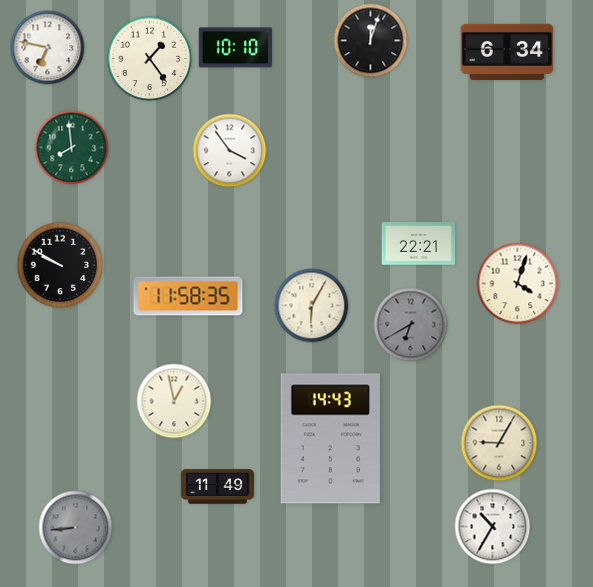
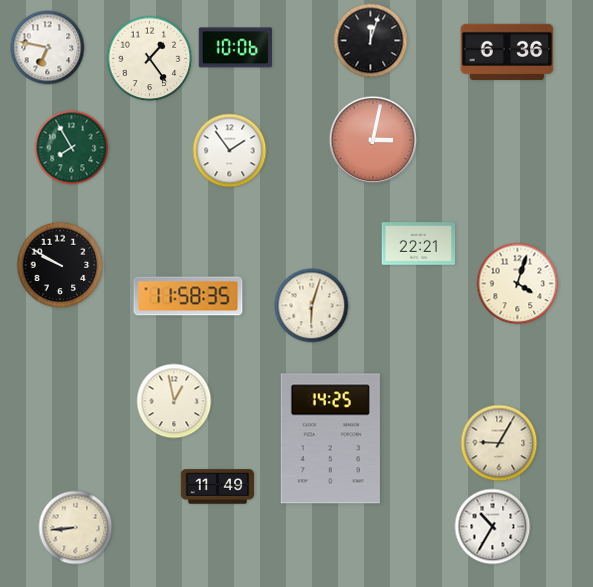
clock at (235, 48): 10:10 -> 10:06
clock at (507, 52): 6:34 -> 6:36
clock at (373, 140): none -> 3:02
clock at (72, 148): 7:59 -> 7:55
clock at (230, 151): 3:54 -> 1:54
clock at (312, 306): 6:05 -> 6:03
clock at (411, 325): 6:40 -> none
clock at (330, 439): 14:43 -> 14:25
clock at (76, 528) dial: grey -> cream
